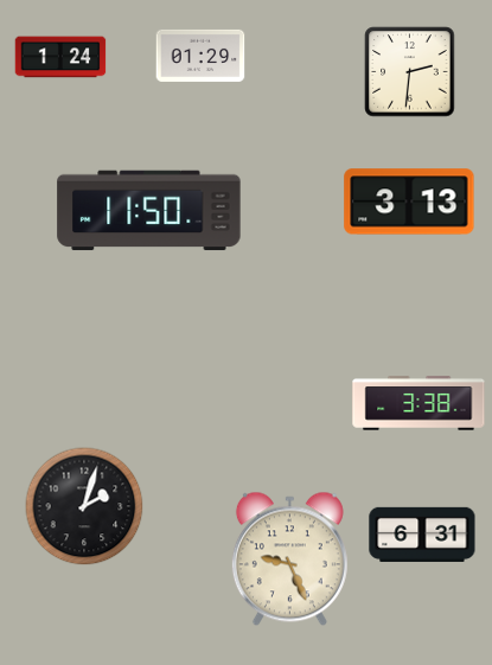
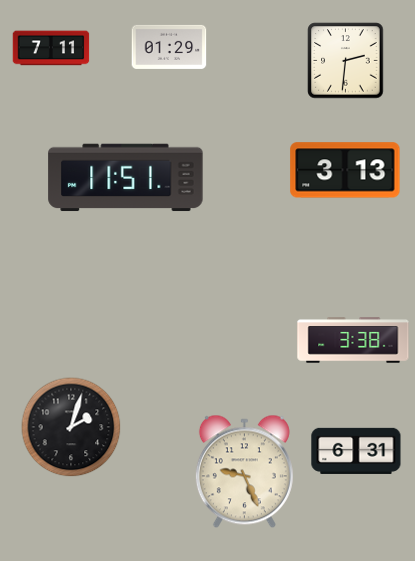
clock at (60, 57): 1:24 -> 7:11
clock at (149, 211): 11:50 -> 11:51
